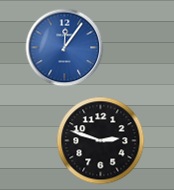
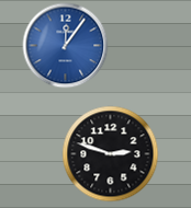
clock at (64, 47) position: (64, 47) -> (65, 45)
